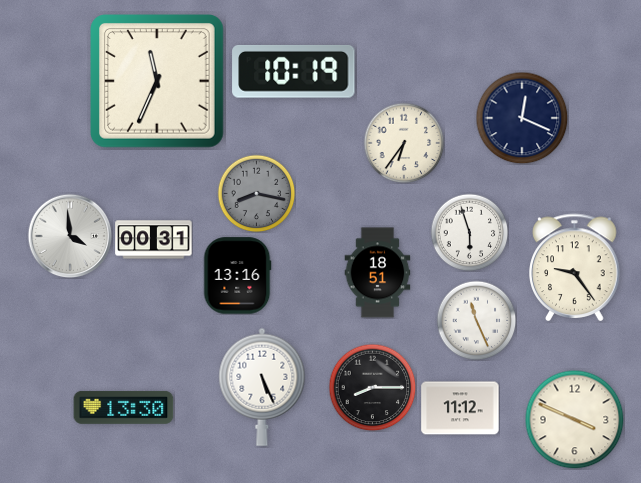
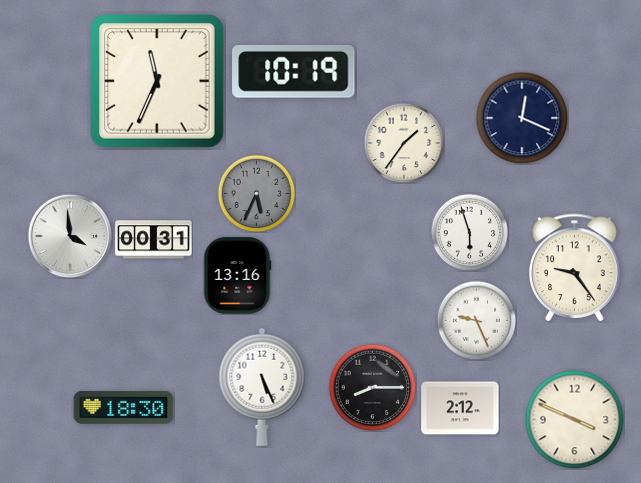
clock at (404, 143): 6:36 -> 1:36
clock at (256, 193): 8:17 -> 5:34
clock at (378, 273): 18:51 -> none
clock at (476, 320): 11:26 -> 9:26
clock at (124, 407): 13:30 -> 18:30
clock at (460, 408): 11:12 -> 2:12
